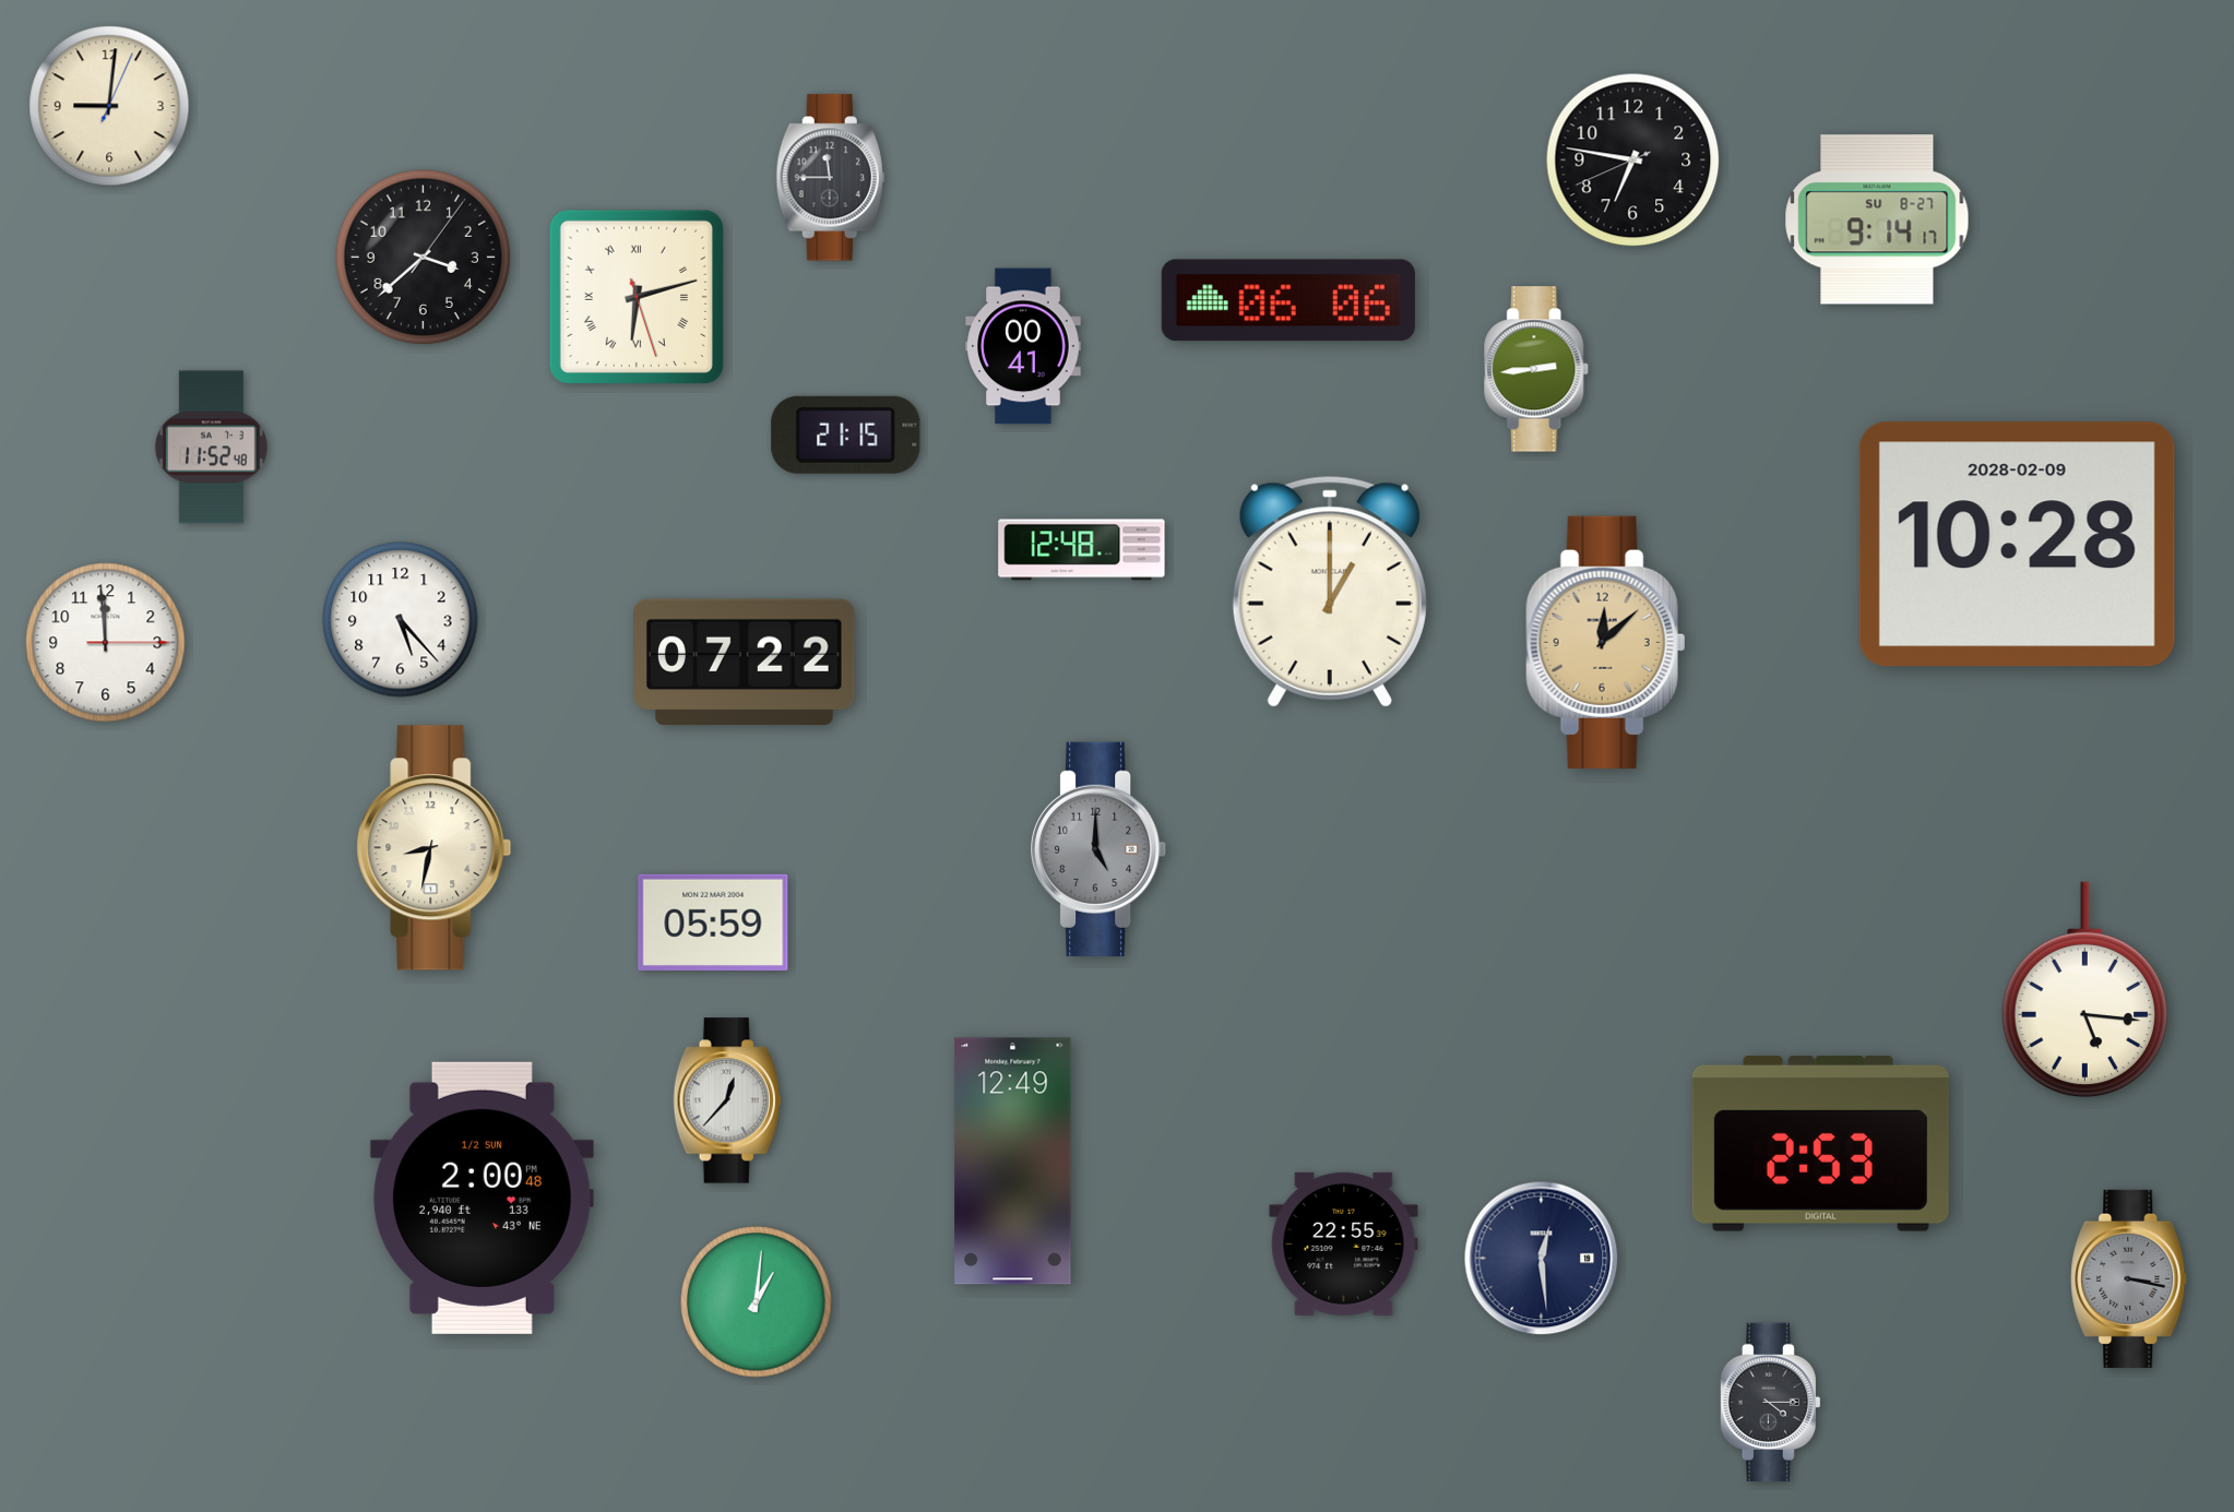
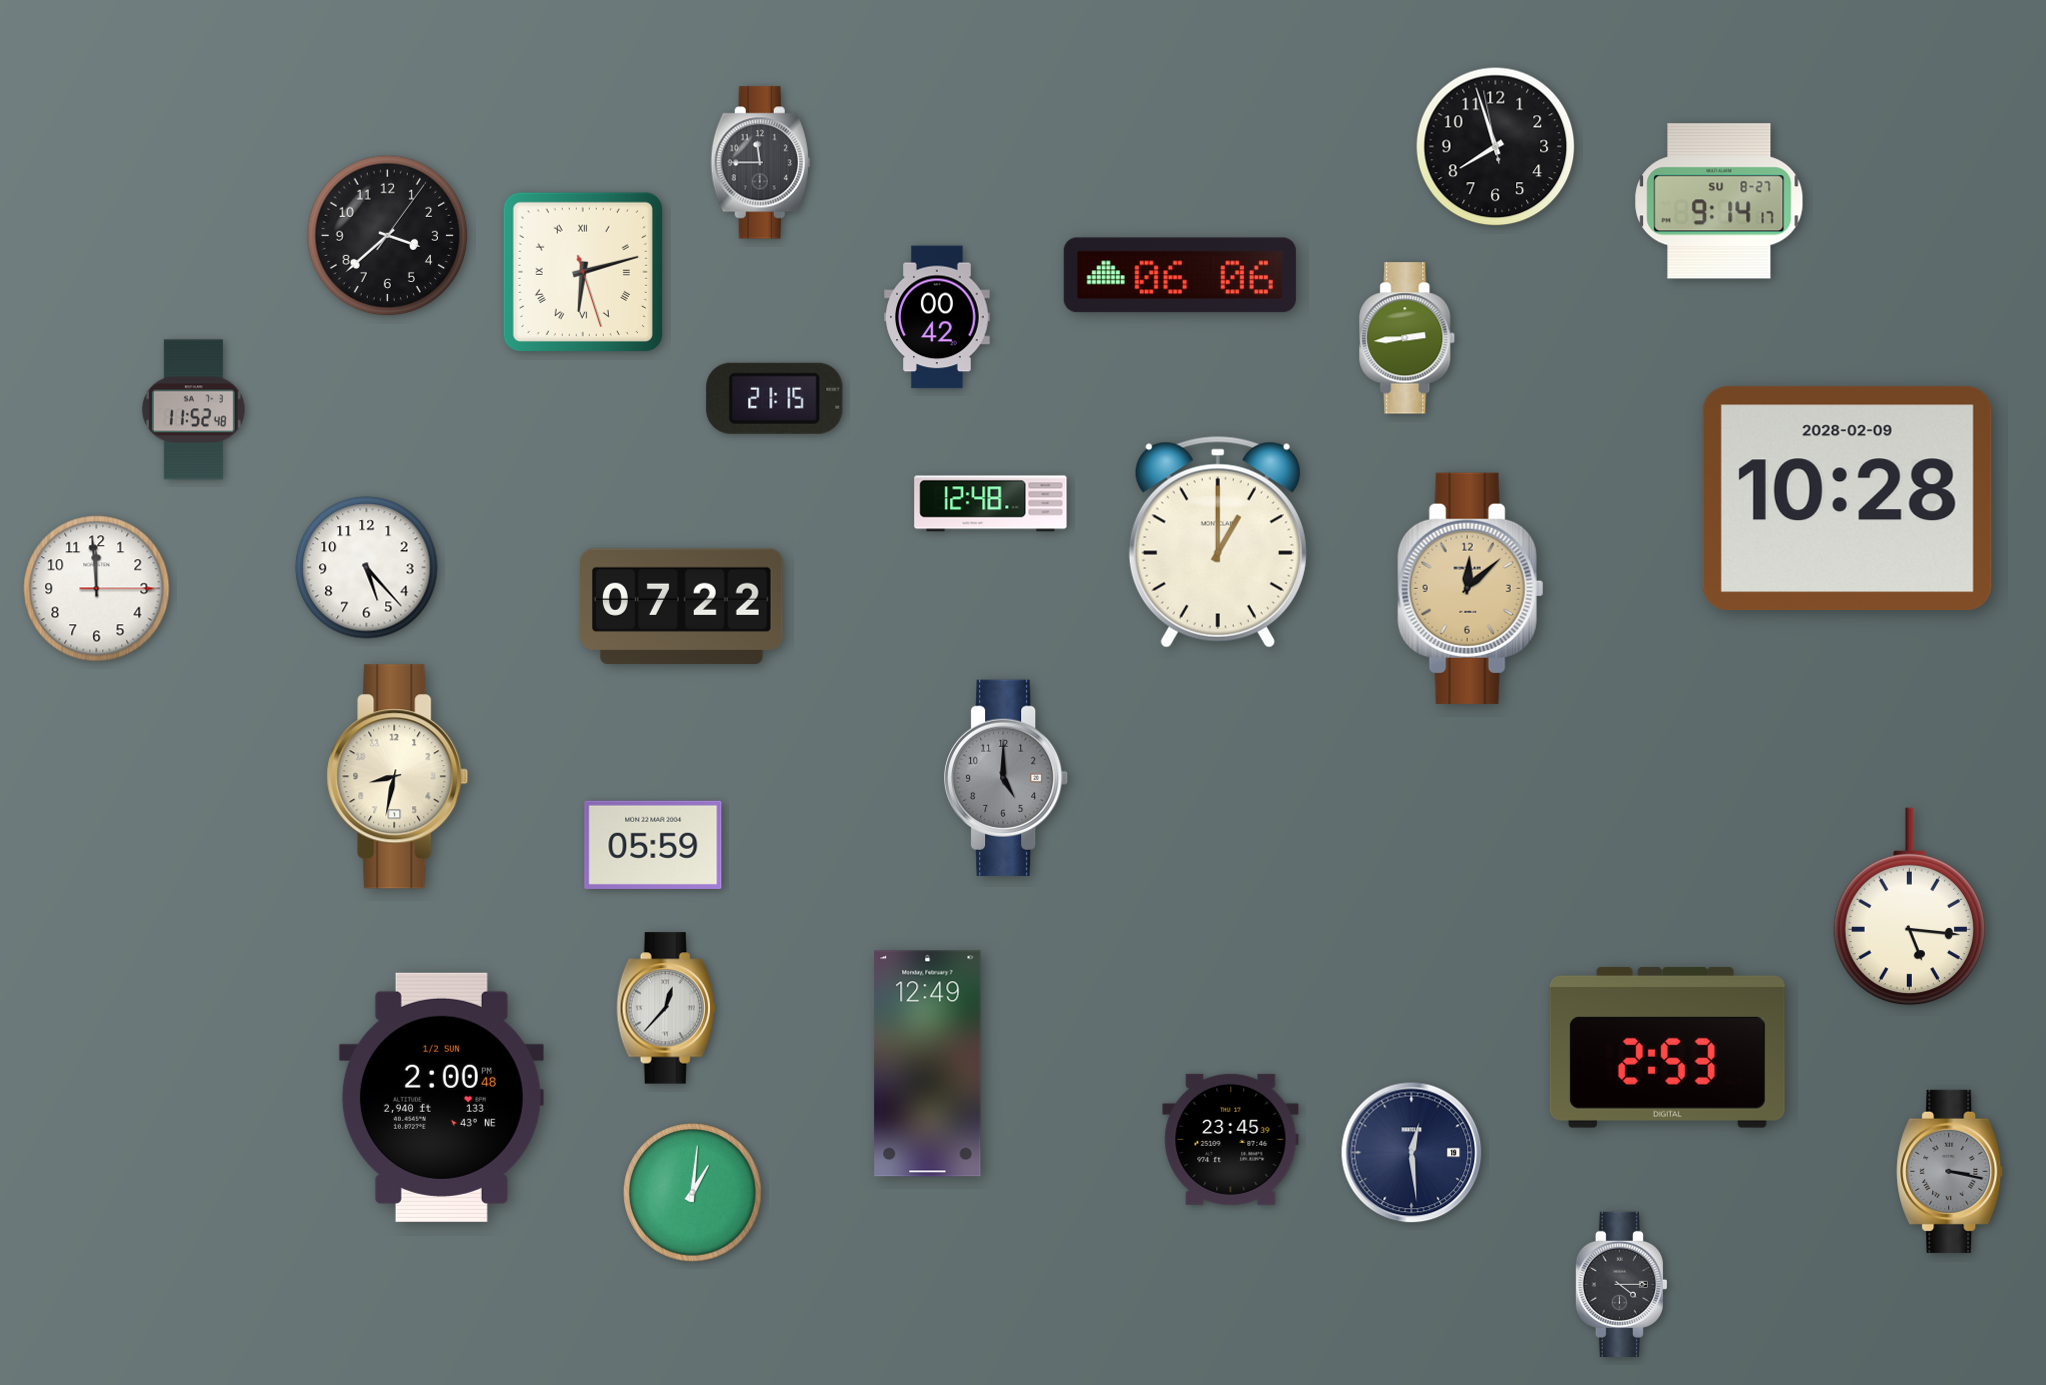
clock at (109, 106): 9:01 -> none
clock at (1633, 160): 6:46 -> 7:56
clock at (1023, 346): 00:41 -> 00:42
clock at (1344, 1243): 22:55 -> 23:45
